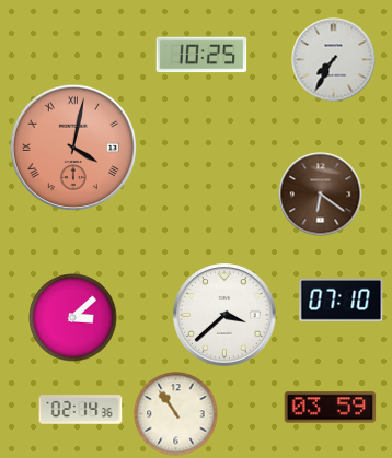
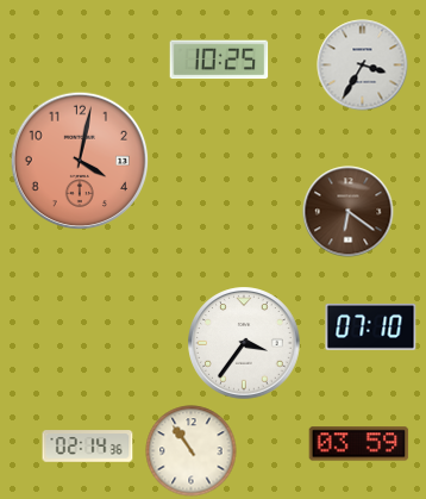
clock at (334, 60): 7:35 -> 3:35
clock at (73, 148) numerals: Roman -> Arabic
clock at (224, 315): 3:38 -> 3:36
clock at (73, 318): 3:08 -> none
